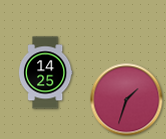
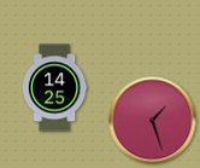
clock at (127, 100): 1:33 -> 1:27
